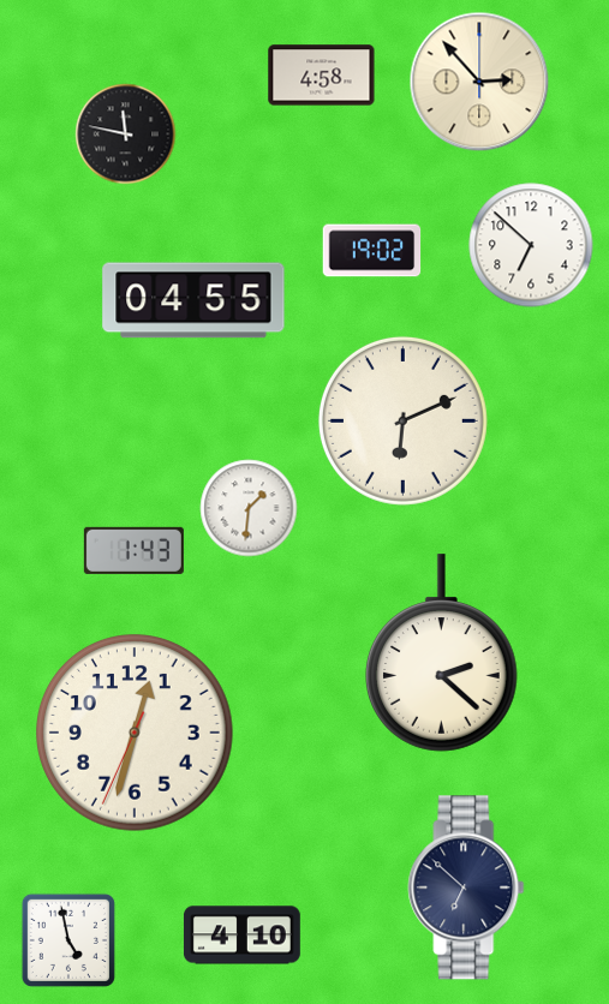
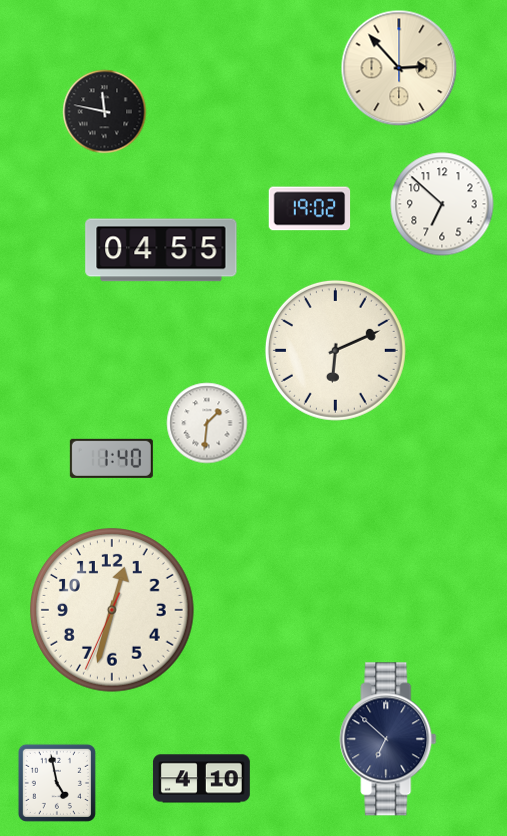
clock at (322, 76): 4:58 -> none
clock at (133, 550): 1:43 -> 1:40
clock at (442, 653): 2:22 -> none
